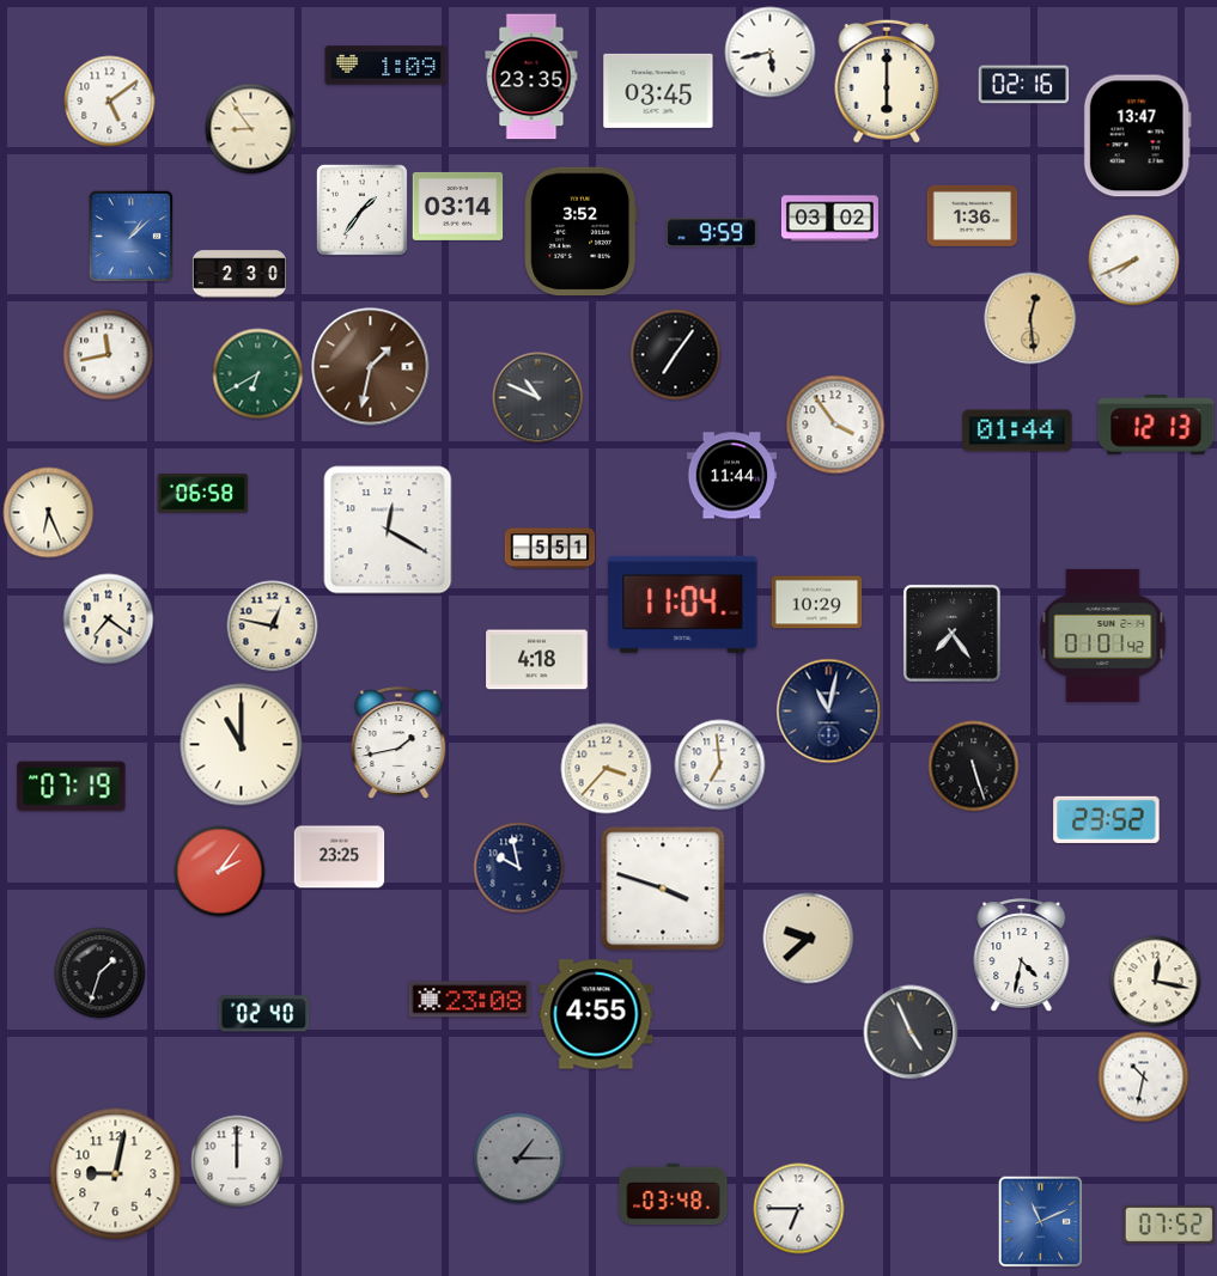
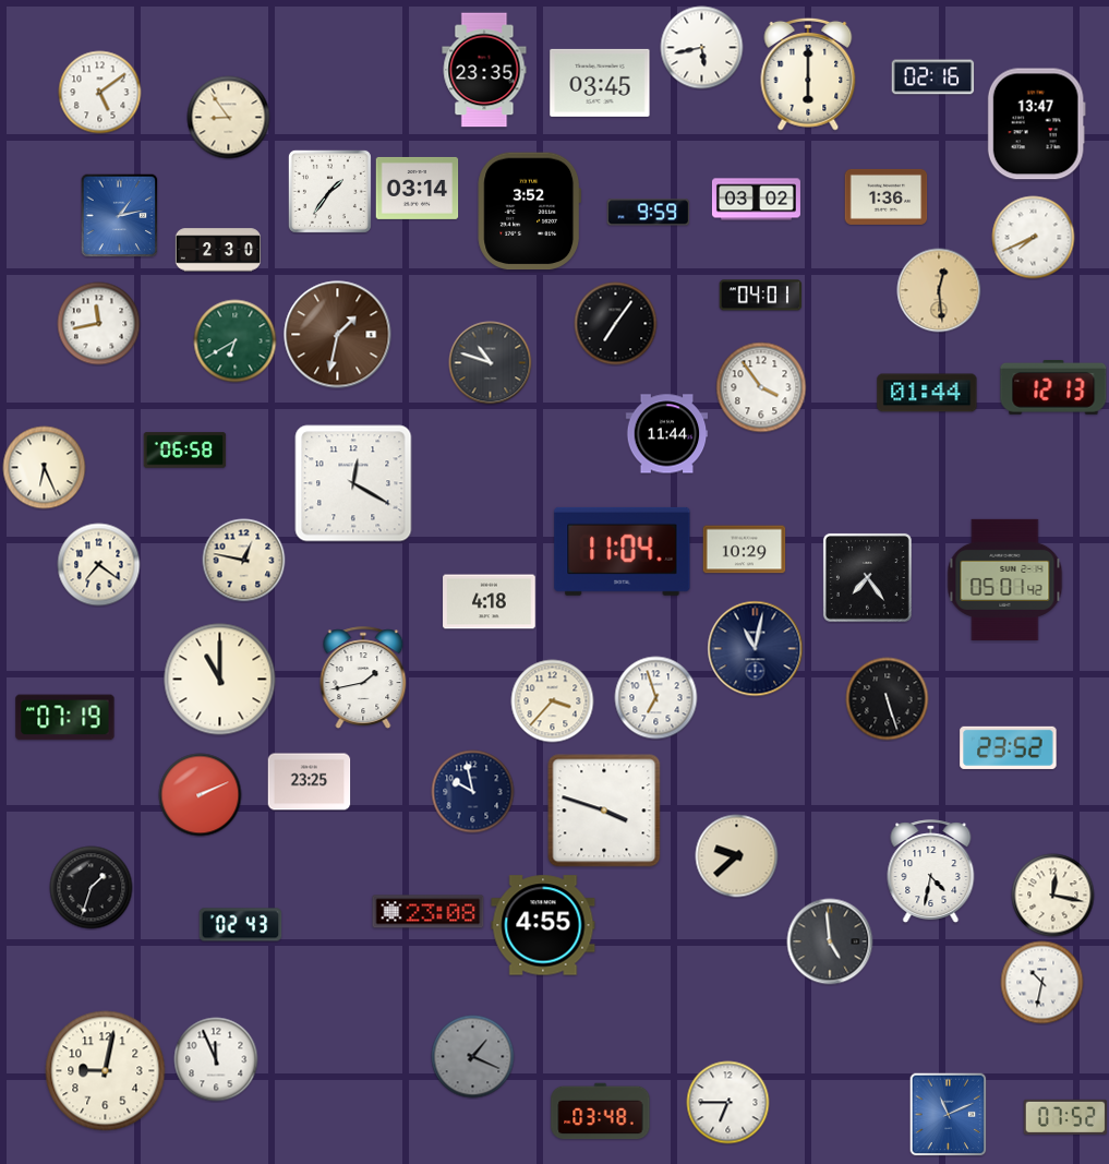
clock at (387, 66): 1:09 -> none
clock at (132, 237): 1:08 -> 1:13
clock at (761, 296): none -> 04:01
clock at (538, 398): 10:49 -> 10:48
clock at (550, 549): 5:51 -> none
clock at (273, 627) position: (273, 627) -> (244, 561)
clock at (1103, 635): 01:01 -> 05:01
clock at (720, 765): 6:59 -> 6:57
clock at (220, 872): 2:06 -> 2:11
clock at (264, 1014): 02:40 -> 02:43
clock at (911, 1032): 4:56 -> 4:59
clock at (519, 1159): 1:15 -> 1:19
clock at (237, 1161): 12:00 -> 11:56
clock at (674, 1195) position: (674, 1195) -> (601, 1112)
